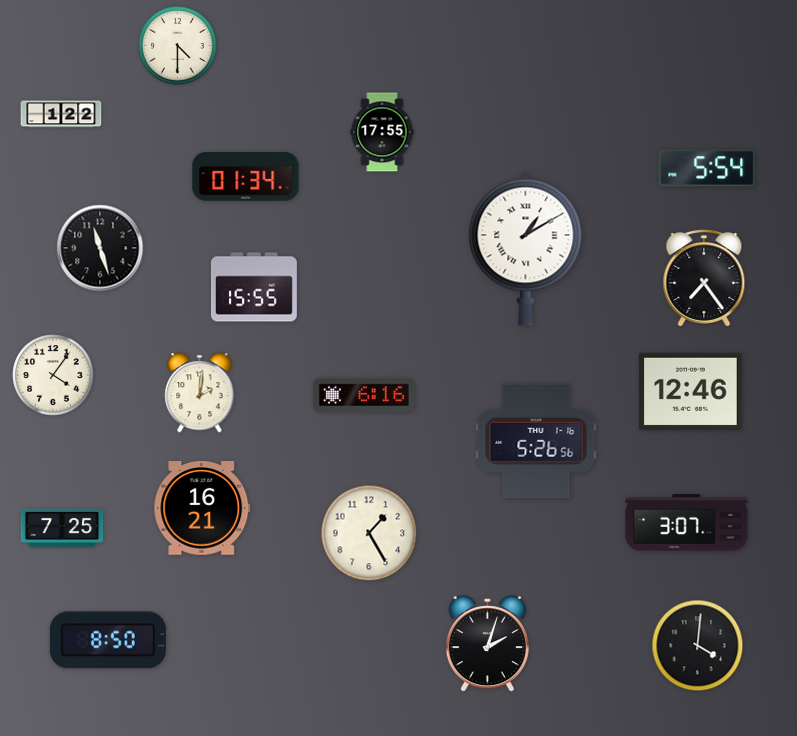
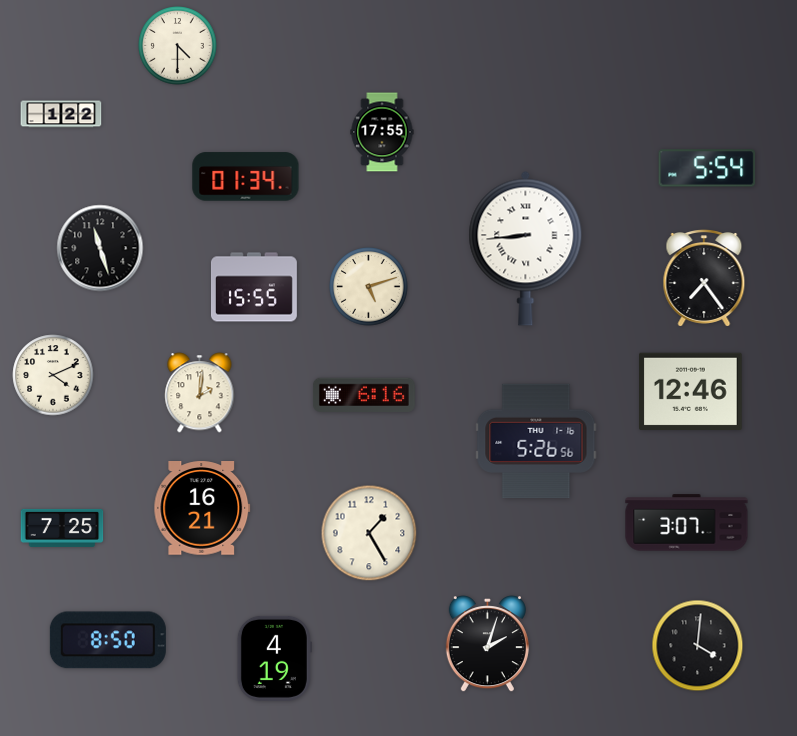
clock at (526, 248): 1:10 -> 8:44
clock at (369, 287): none -> 5:12
clock at (53, 375): 4:06 -> 4:11
clock at (274, 658): none -> 4:19
